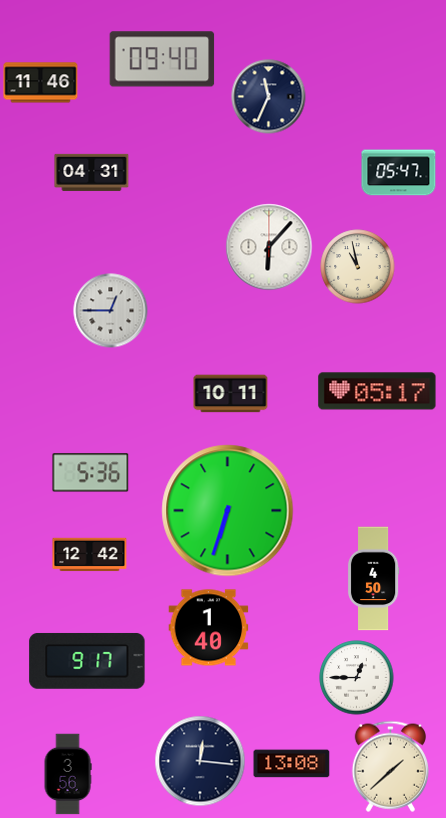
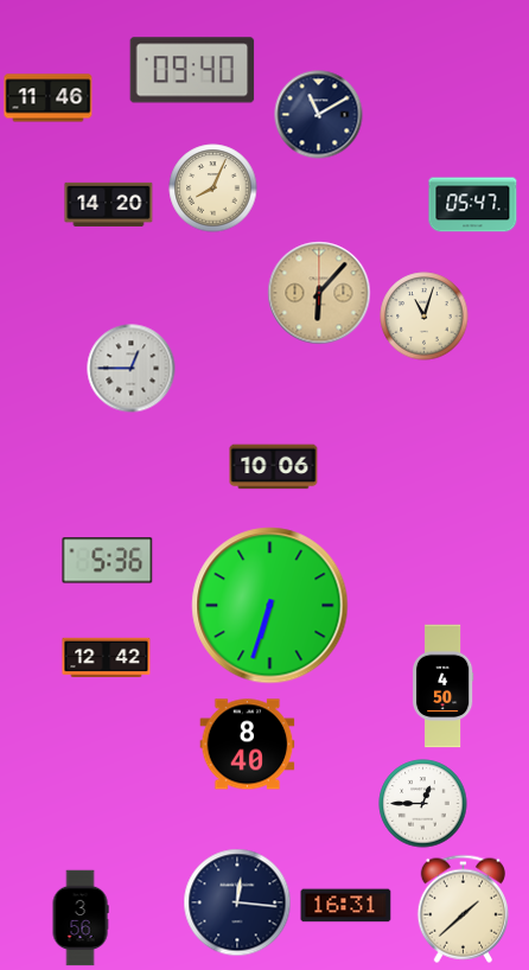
clock at (269, 97): 11:34 -> 11:10
clock at (213, 189): none -> 8:04
clock at (92, 172): 04:31 -> 14:20
clock at (269, 247) dial: white -> champagne
clock at (358, 267): 10:58 -> 11:03
clock at (377, 391): 05:17 -> none
clock at (231, 394): 10:11 -> 10:06
clock at (209, 628): 1:40 -> 8:40
clock at (87, 661): 9:17 -> none
clock at (292, 764): 13:08 -> 16:31
